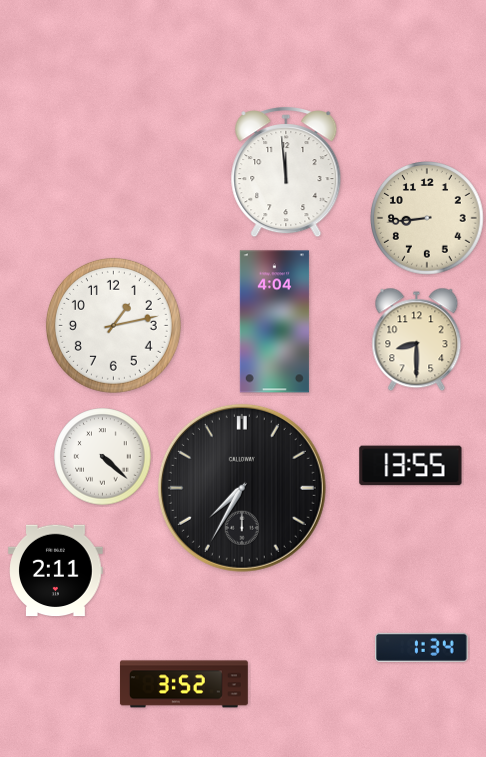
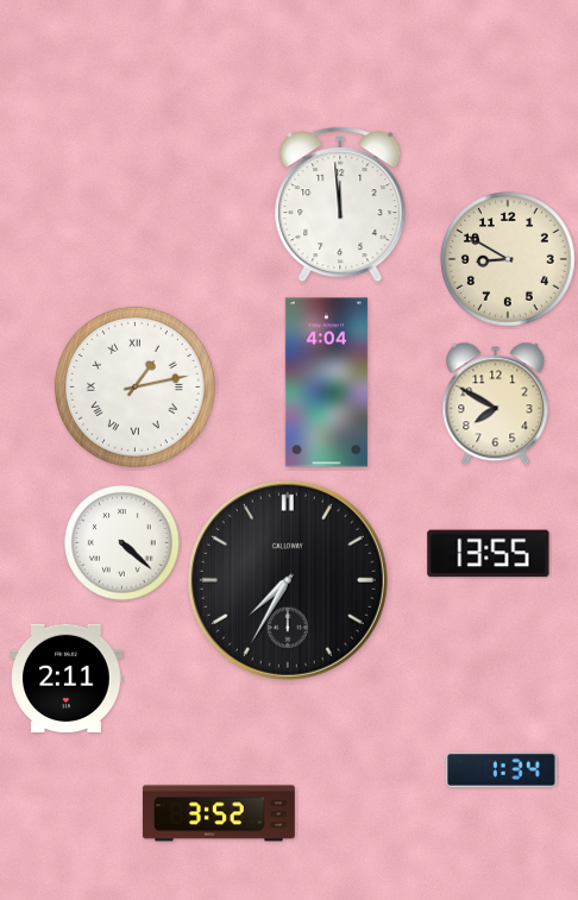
clock at (427, 218): 8:44 -> 8:50
clock at (113, 325) numerals: Arabic -> Roman
clock at (417, 340): 8:30 -> 7:50
